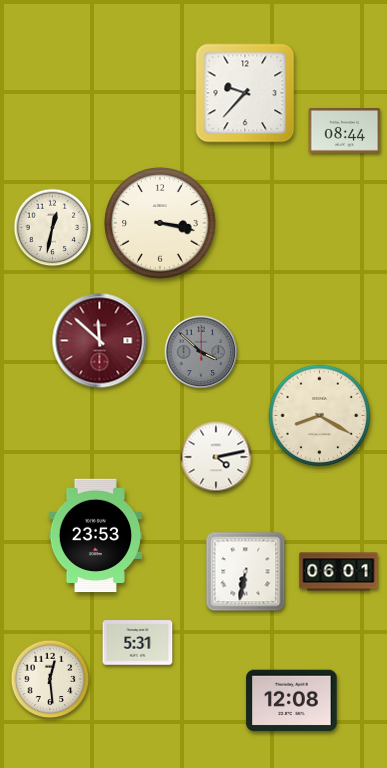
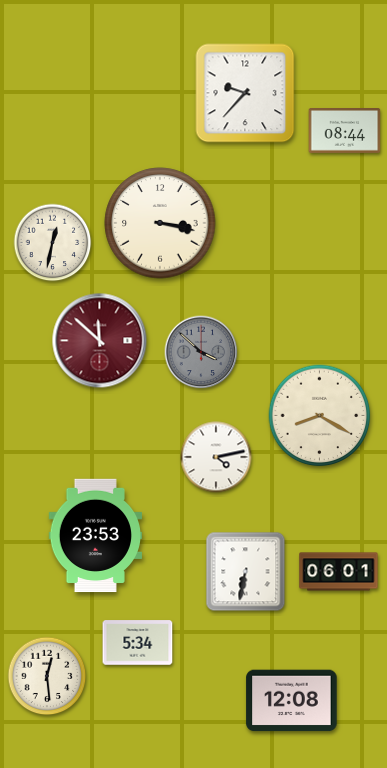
clock at (53, 228) position: (53, 228) -> (53, 243)
clock at (138, 643): 5:31 -> 5:34
clock at (50, 679) position: (50, 679) -> (47, 676)
